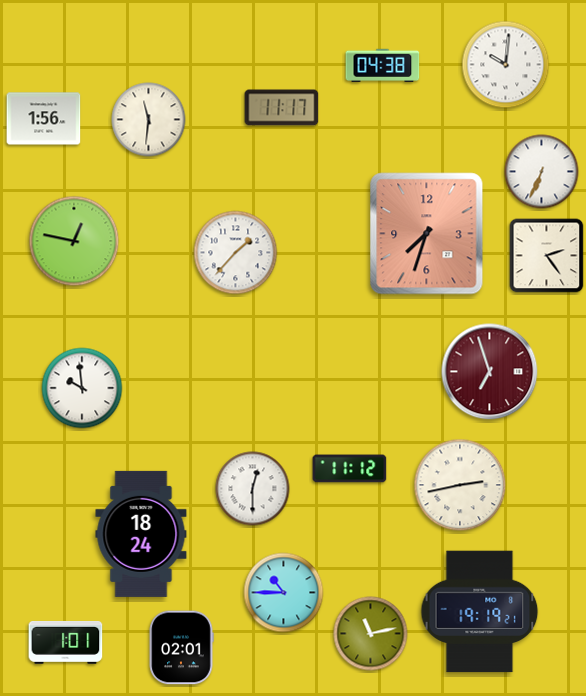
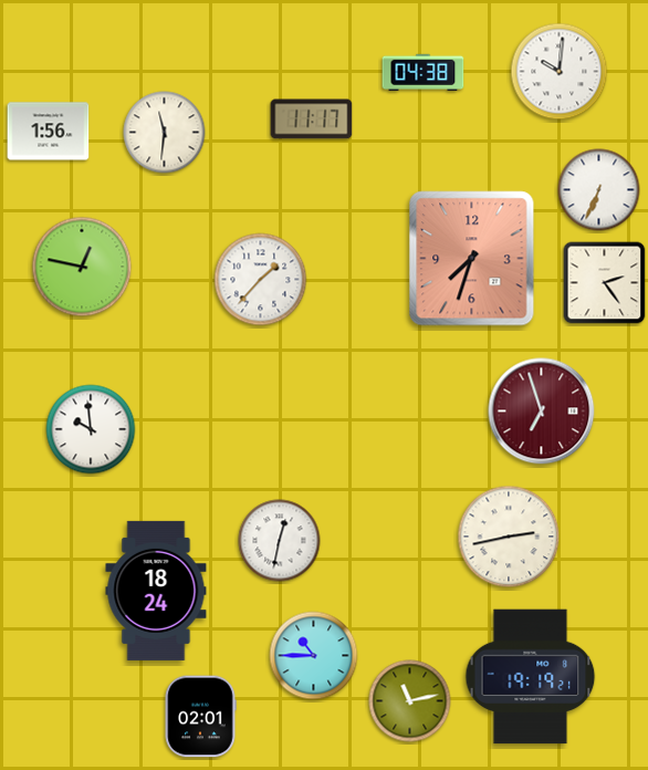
clock at (350, 469): 11:12 -> none
clock at (253, 489): 12:30 -> 12:32
clock at (66, 642): 1:01 -> none
